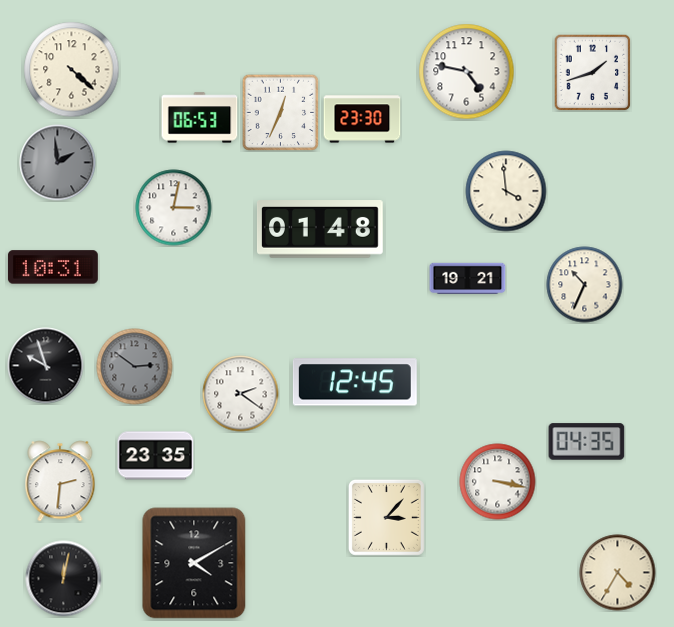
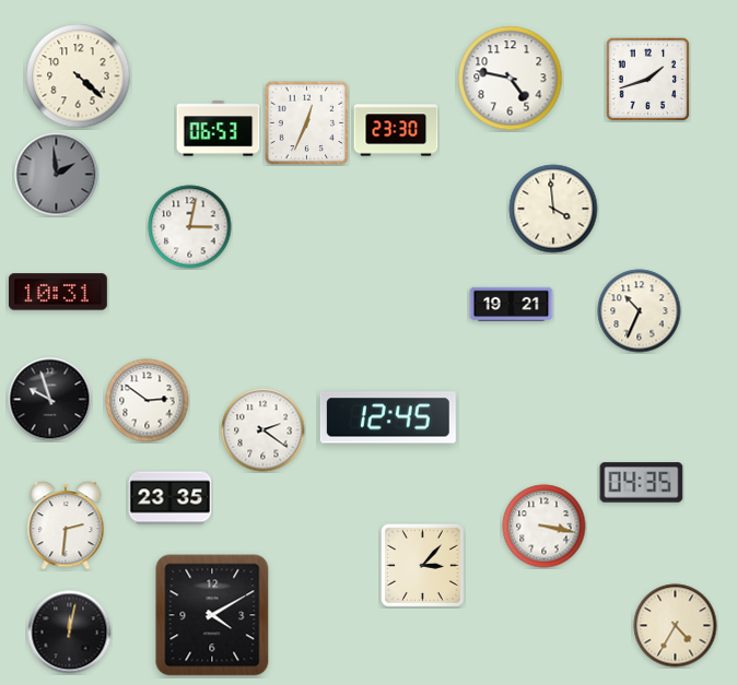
clock at (58, 163) position: (58, 163) -> (57, 175)
clock at (321, 230): 01:48 -> none
clock at (135, 367) dial: grey -> white
